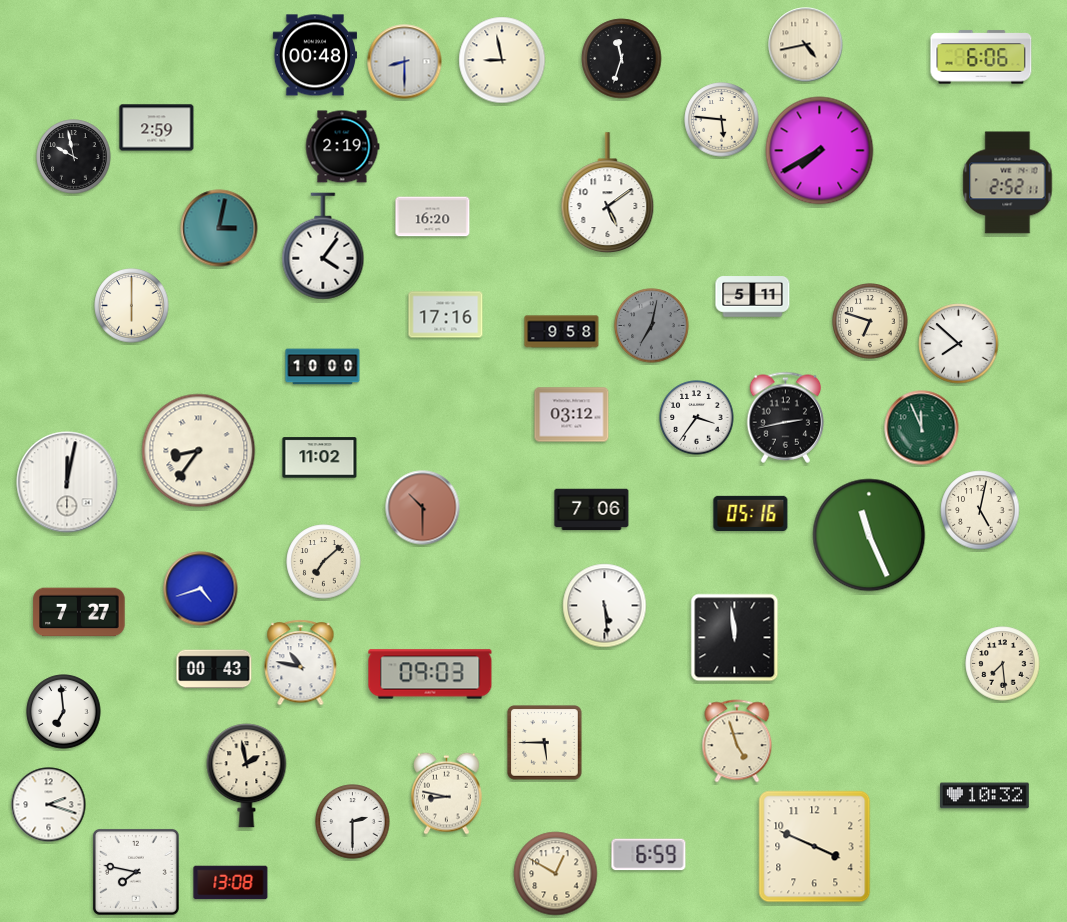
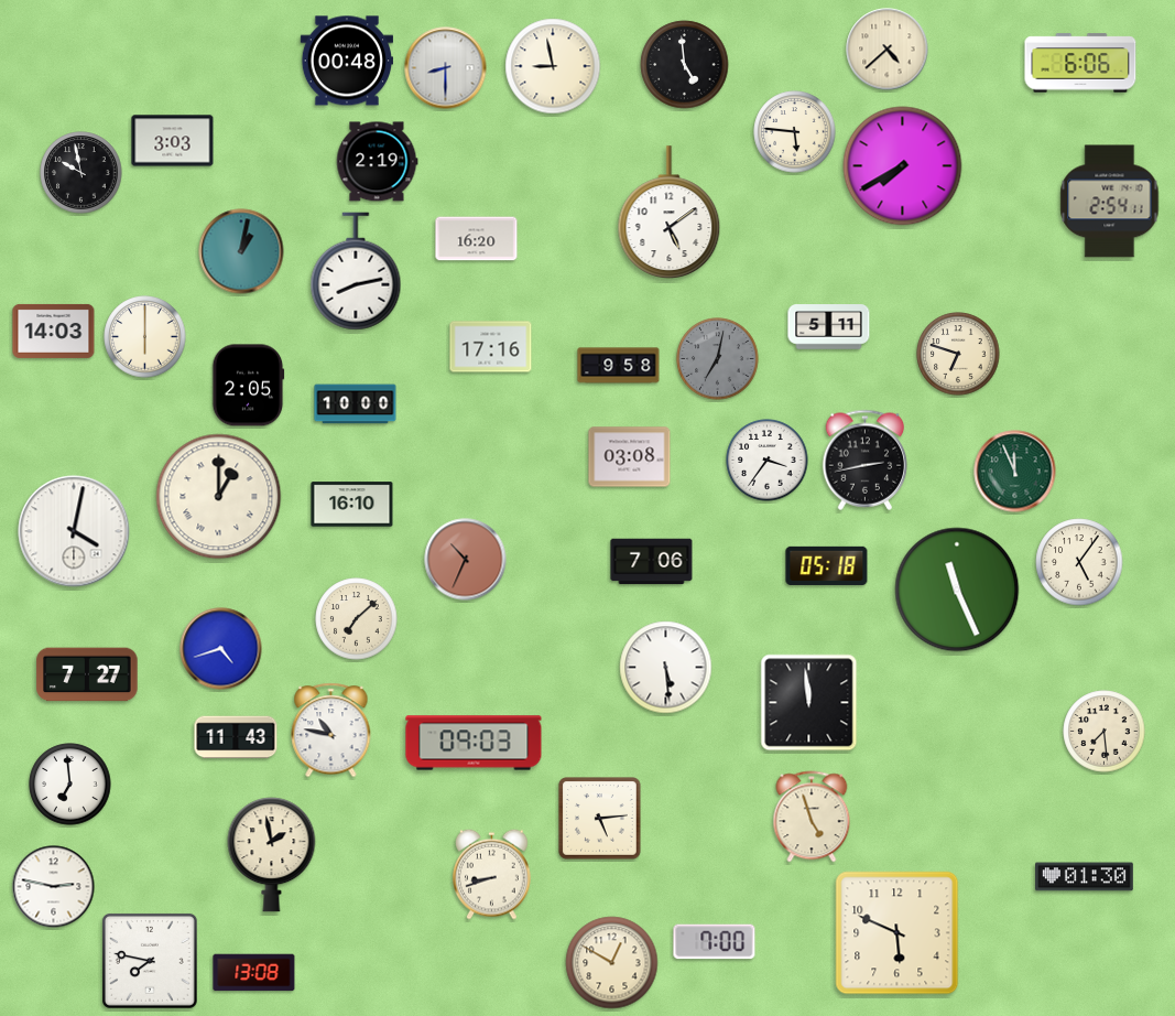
clock at (806, 45): 4:43 -> 4:38
clock at (622, 59): 11:33 -> 4:59
clock at (157, 128): 2:59 -> 3:03
clock at (1008, 183): 2:52 -> 2:54
clock at (219, 228): 3:02 -> 1:02
clock at (323, 246): 4:06 -> 8:13
clock at (54, 331): none -> 14:03
clock at (959, 344): 7:52 -> none
clock at (249, 386): none -> 2:05
clock at (572, 415): 03:12 -> 03:08
clock at (199, 451): 8:36 -> 1:00
clock at (320, 458): 11:02 -> 16:10
clock at (67, 482): 12:02 -> 4:02
clock at (423, 508): 10:30 -> 10:34
clock at (980, 510): 5:02 -> 5:06
clock at (751, 513): 05:16 -> 05:18
clock at (214, 669): 00:43 -> 11:43
clock at (545, 743): 5:45 -> 5:14
clock at (447, 793): 8:47 -> 8:42
clock at (985, 796): 10:32 -> 01:30
clock at (49, 805): 2:18 -> 2:47
clock at (353, 822): 2:30 -> none
clock at (815, 847): 3:49 -> 5:49
clock at (649, 855): 6:59 -> 7:00
